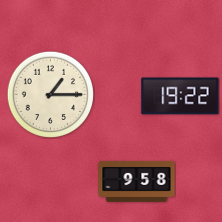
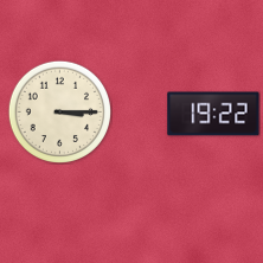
clock at (50, 94): 1:15 -> 3:15
clock at (137, 181): 9:58 -> none
